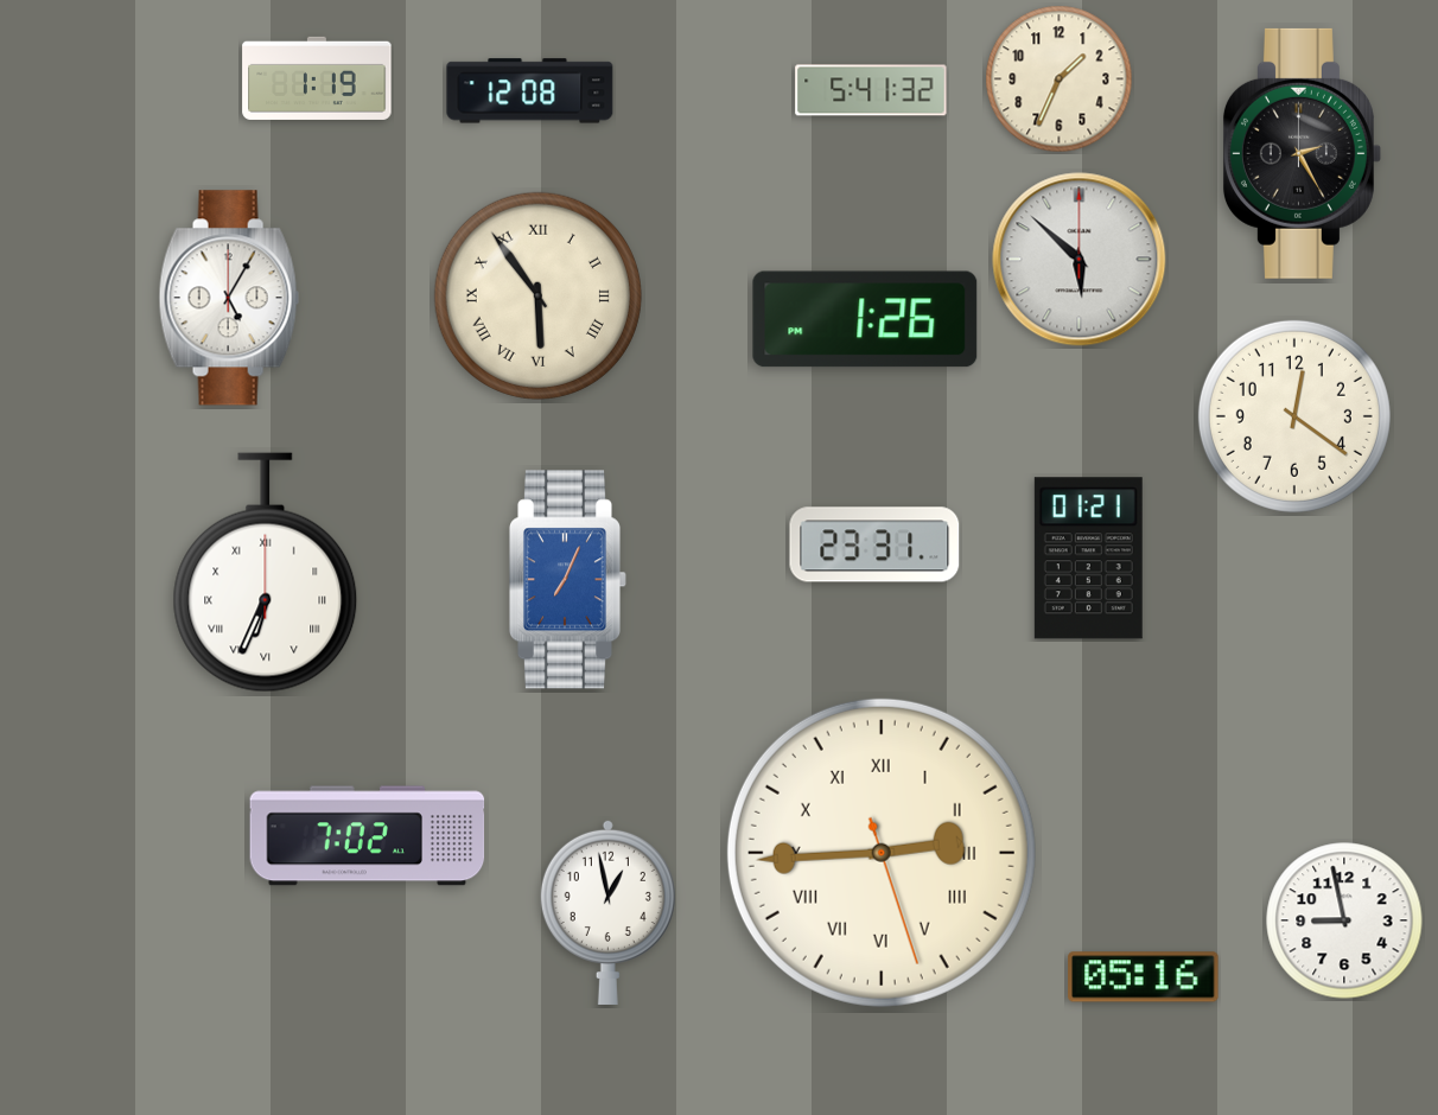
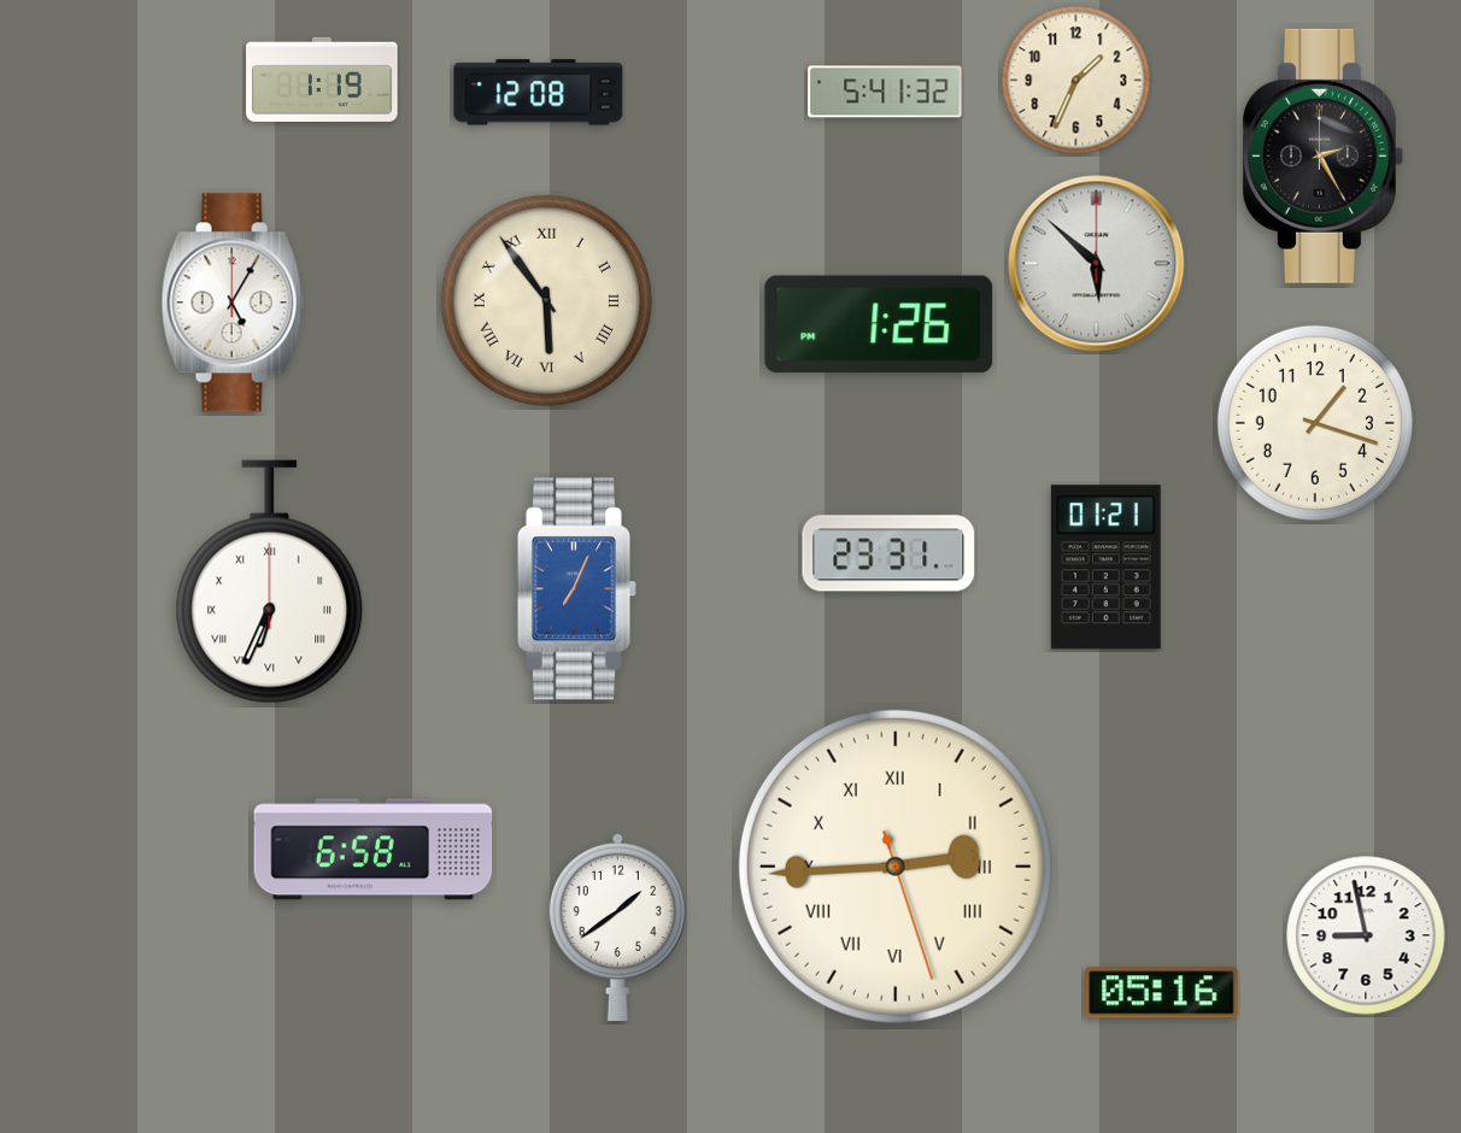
clock at (1294, 416): 12:21 -> 1:18
clock at (368, 836): 7:02 -> 6:58
clock at (607, 912): 12:58 -> 1:39
